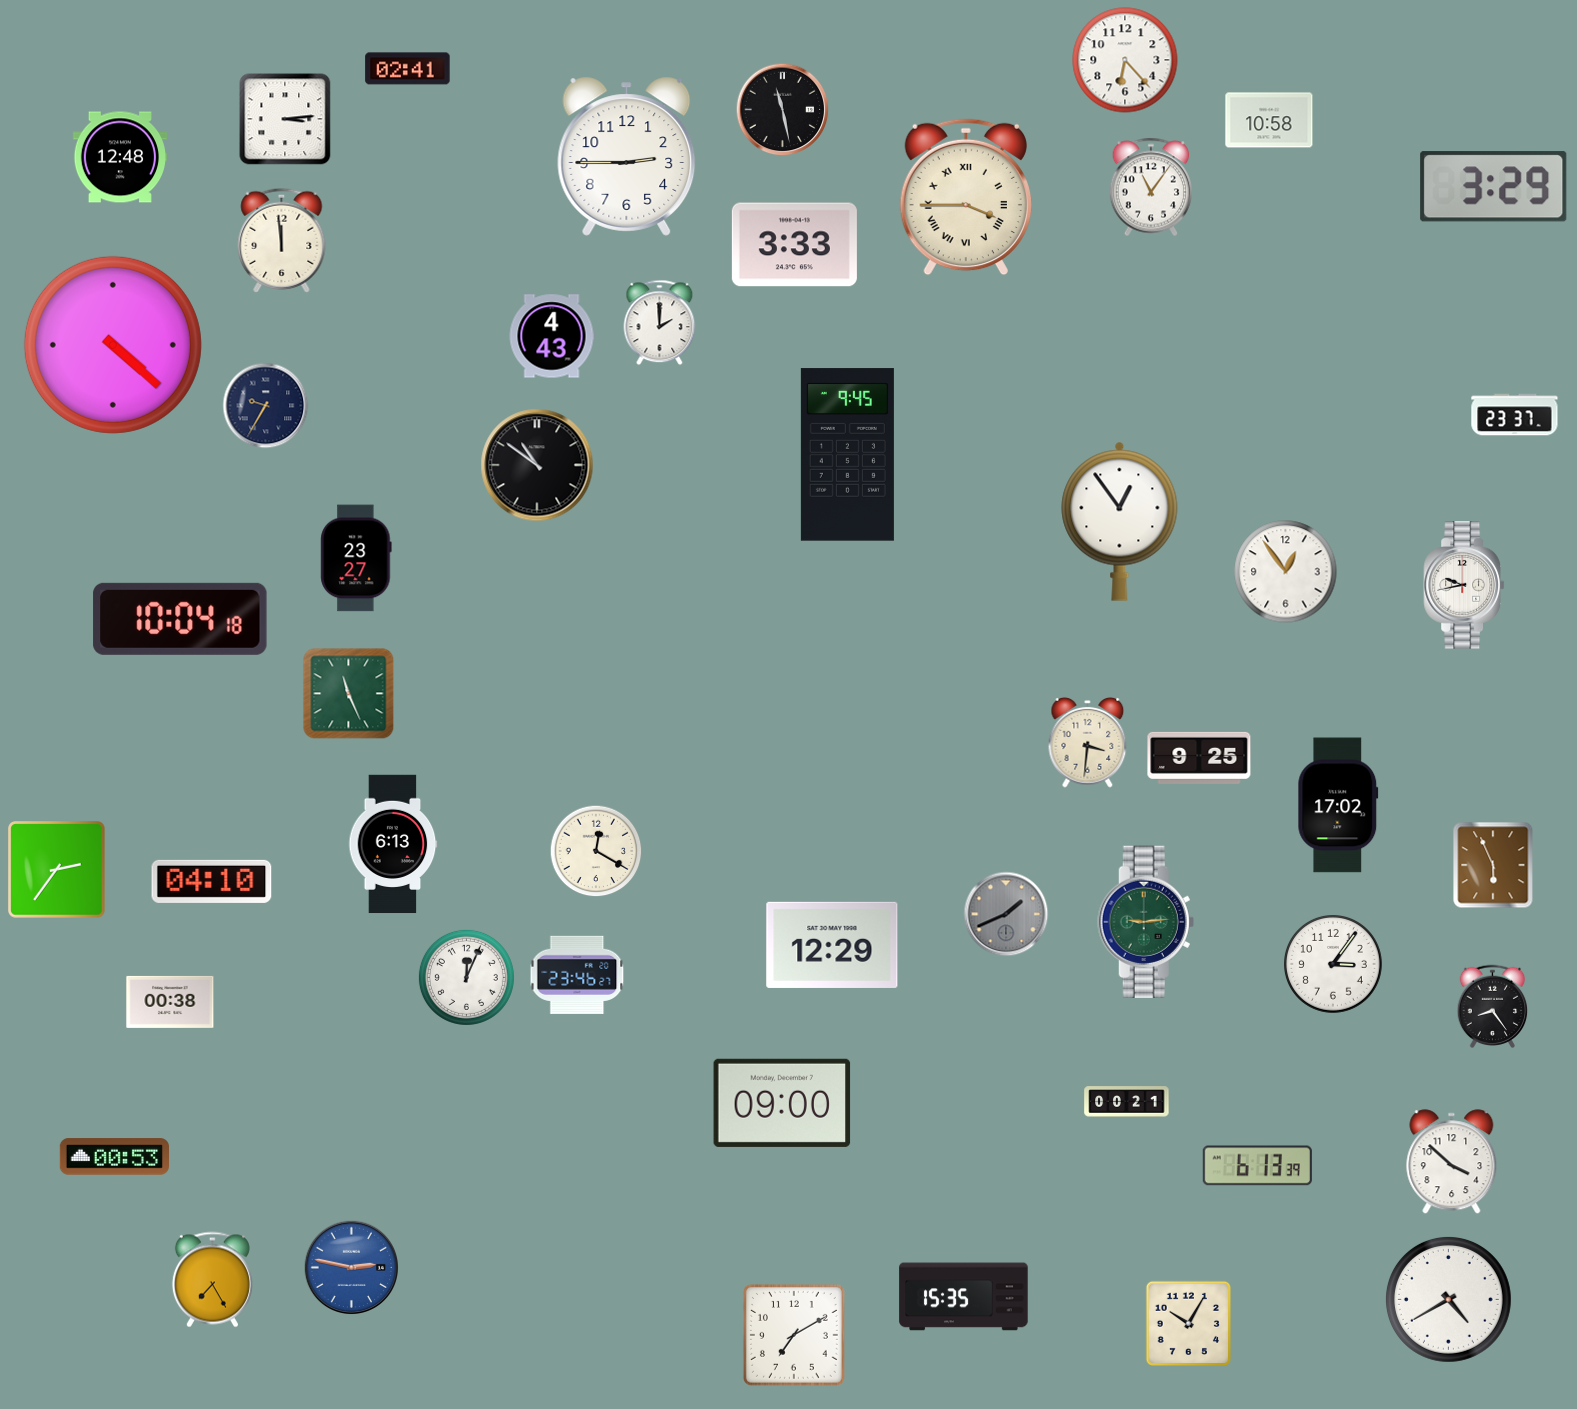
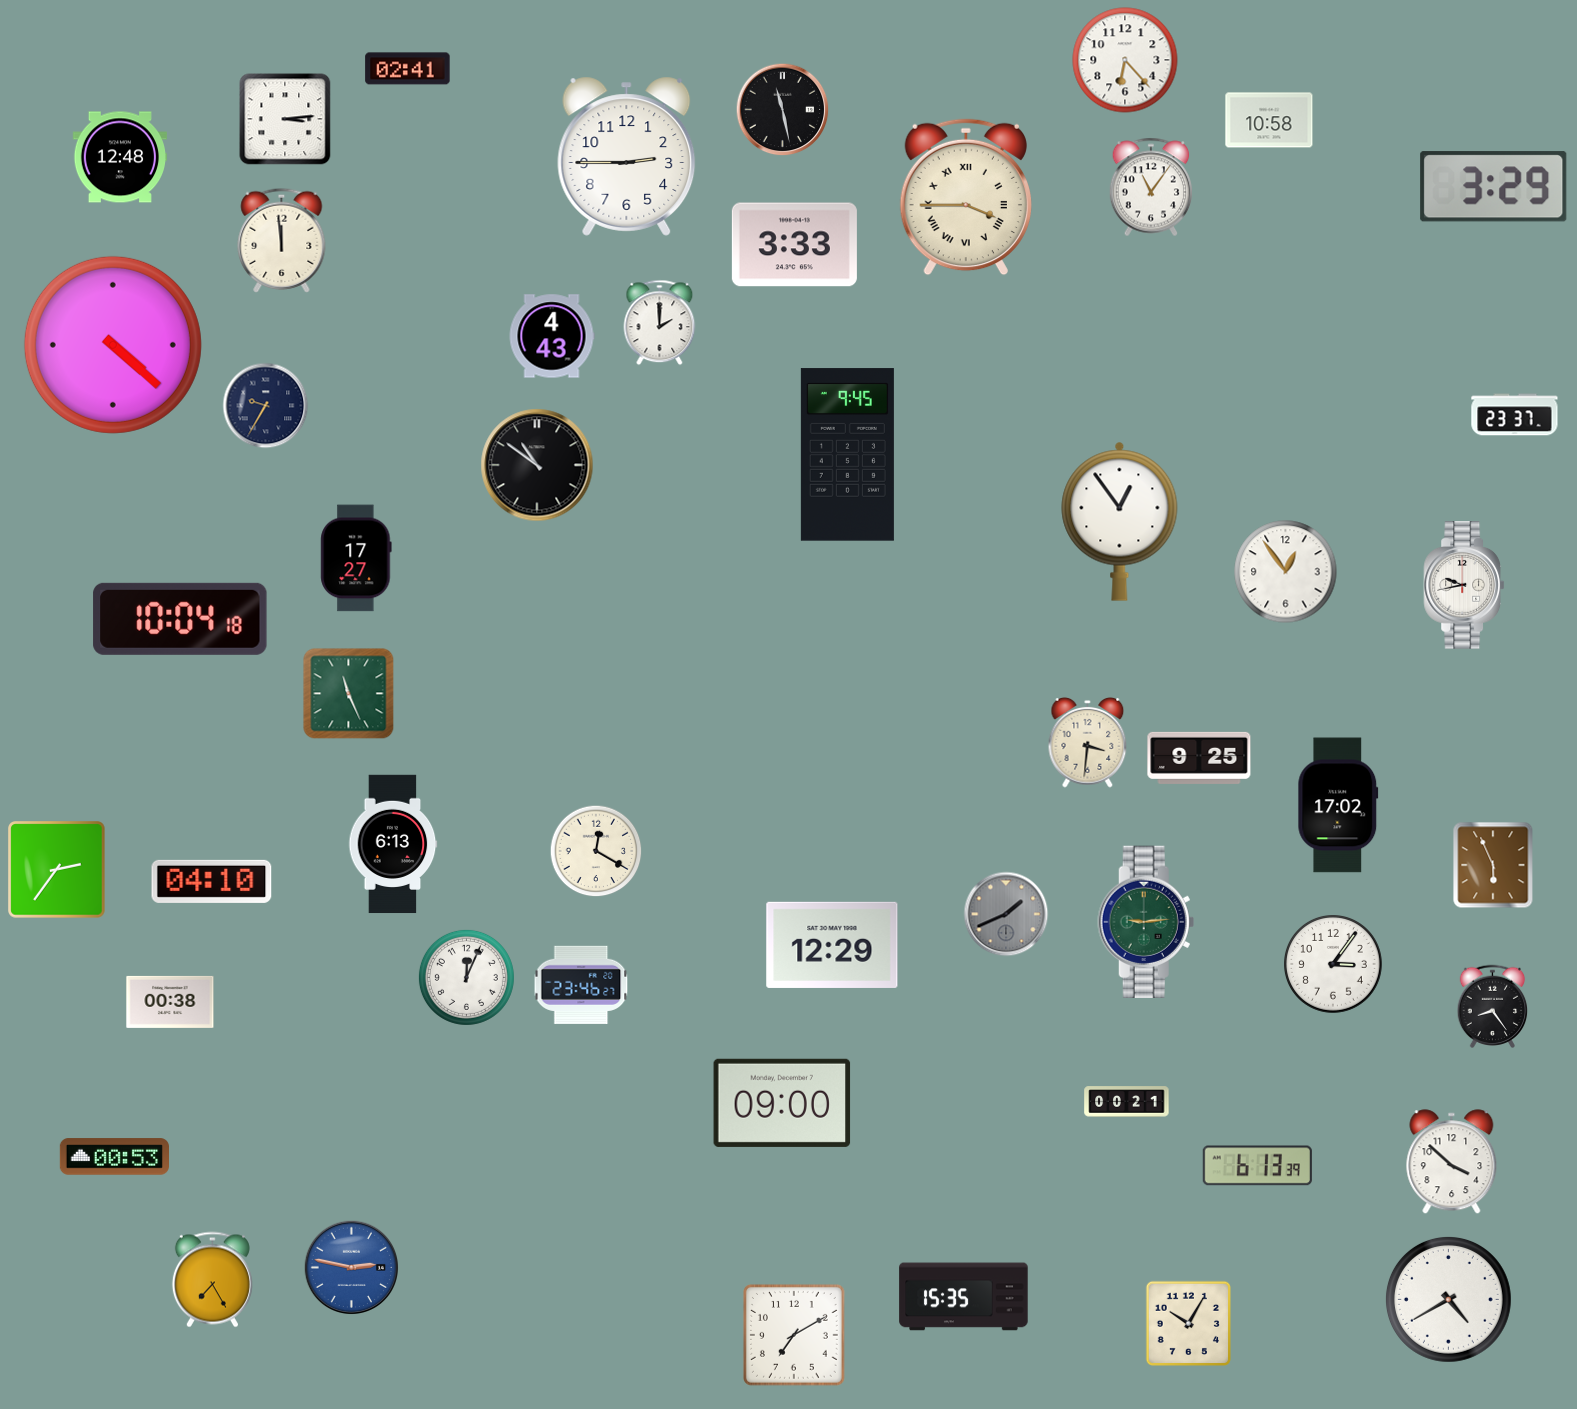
clock at (356, 558): 23:27 -> 17:27
clock at (577, 975) position: (577, 975) -> (581, 985)
